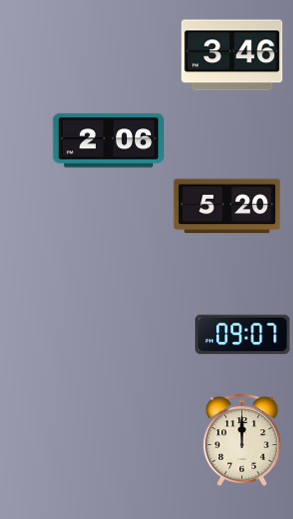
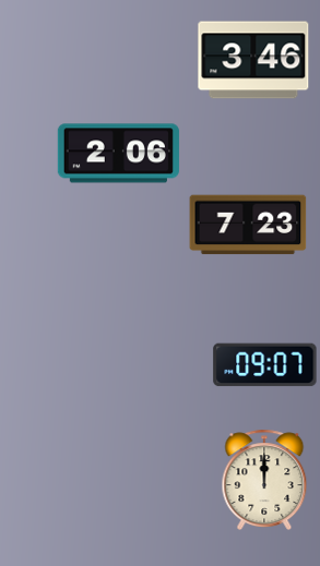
clock at (227, 206): 5:20 -> 7:23
